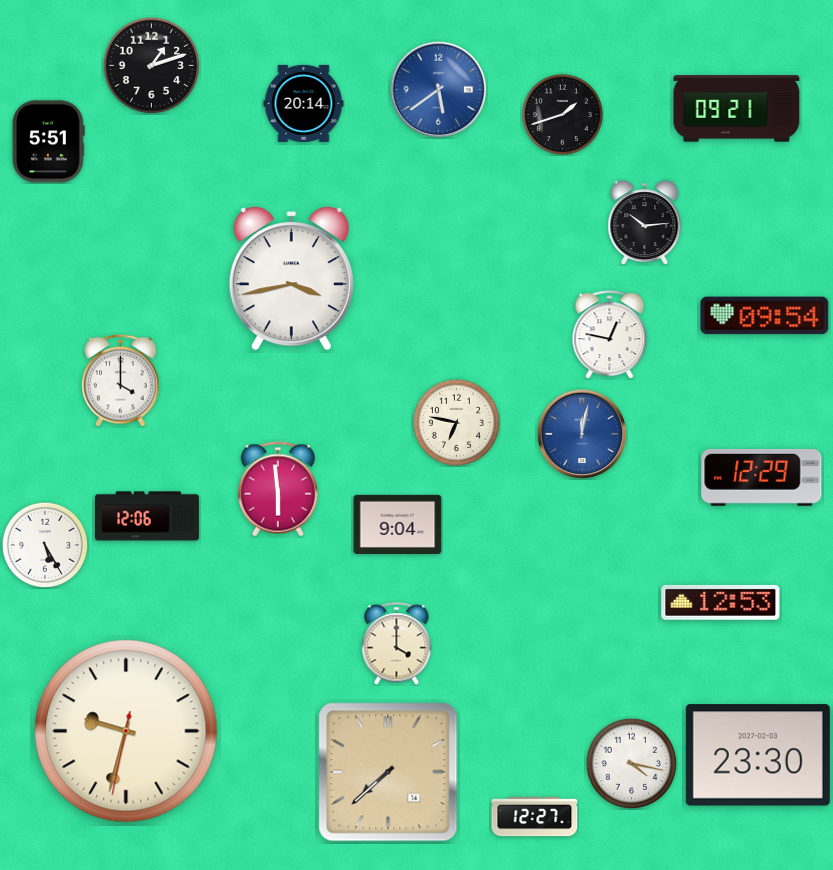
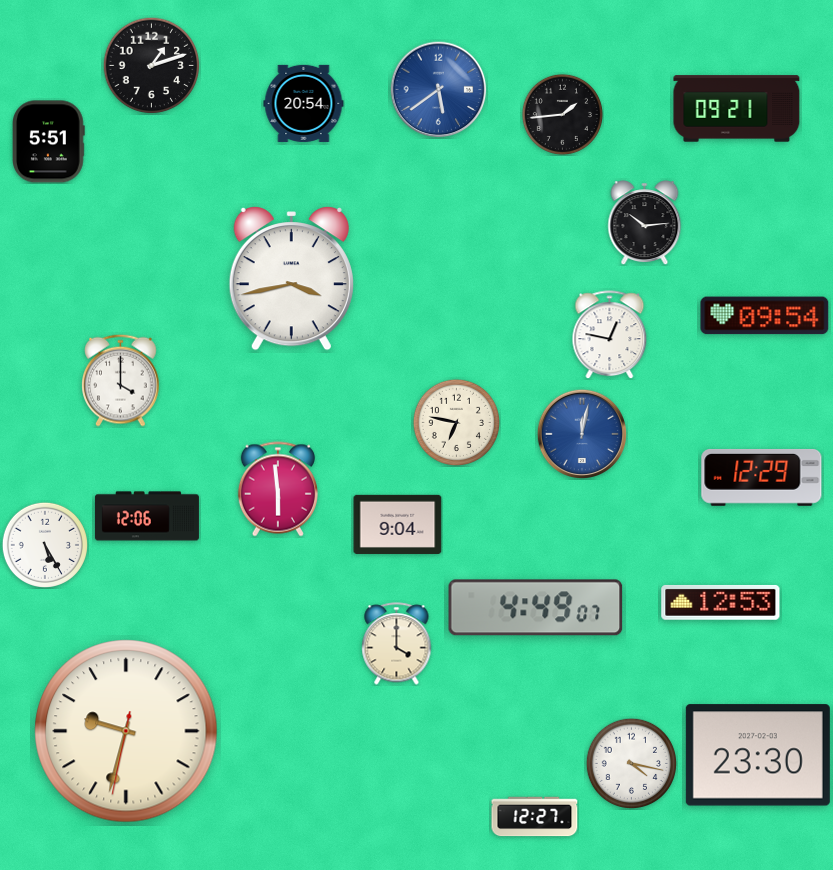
clock at (304, 103): 20:14 -> 20:54
clock at (562, 114): 1:42 -> 1:44
clock at (536, 608): none -> 4:49
clock at (388, 772): 7:38 -> none
